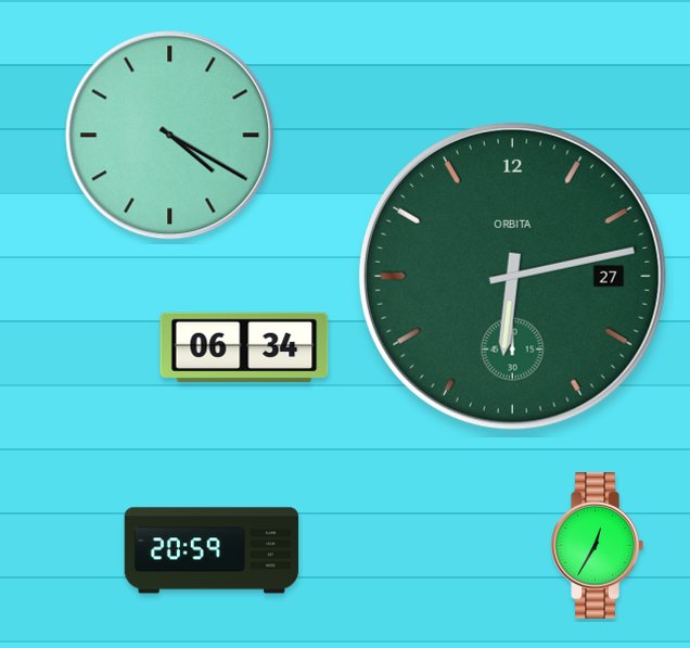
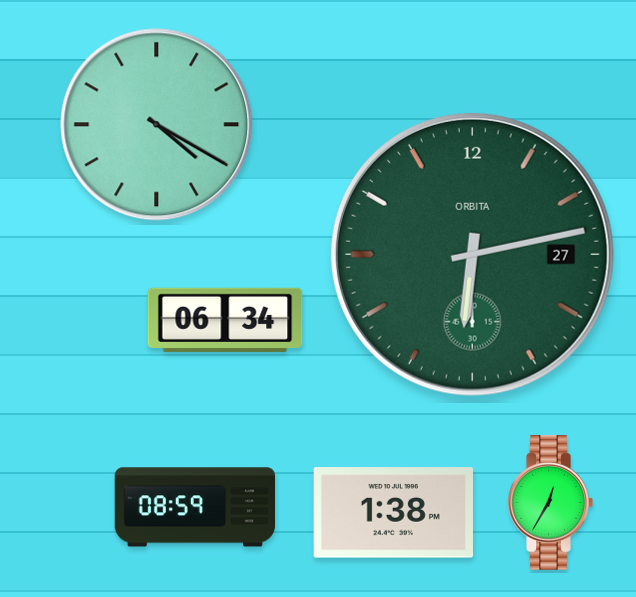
clock at (212, 550): 20:59 -> 08:59
clock at (393, 513): none -> 1:38
